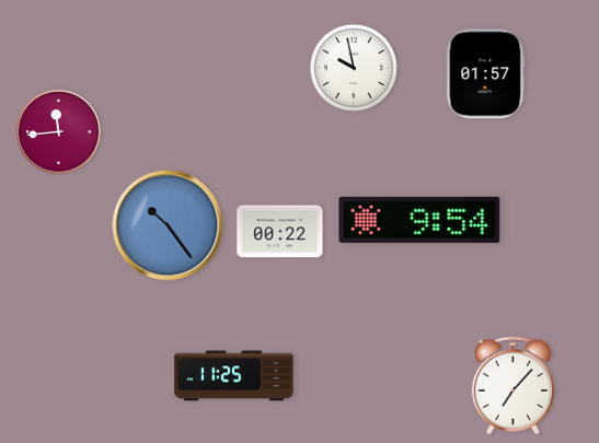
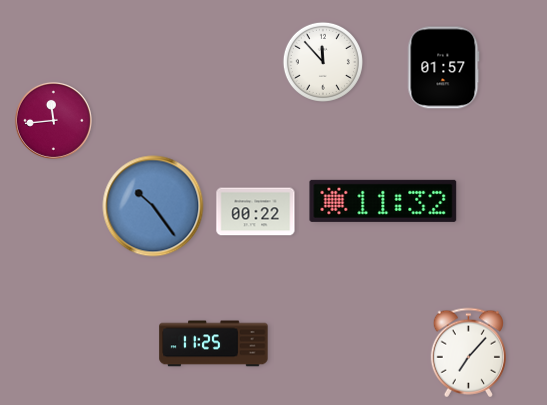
clock at (354, 68): 9:58 -> 11:53
clock at (419, 220): 9:54 -> 11:32
